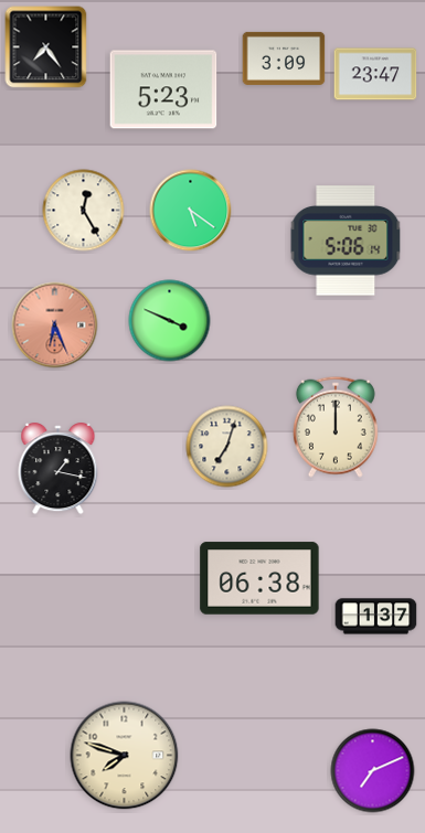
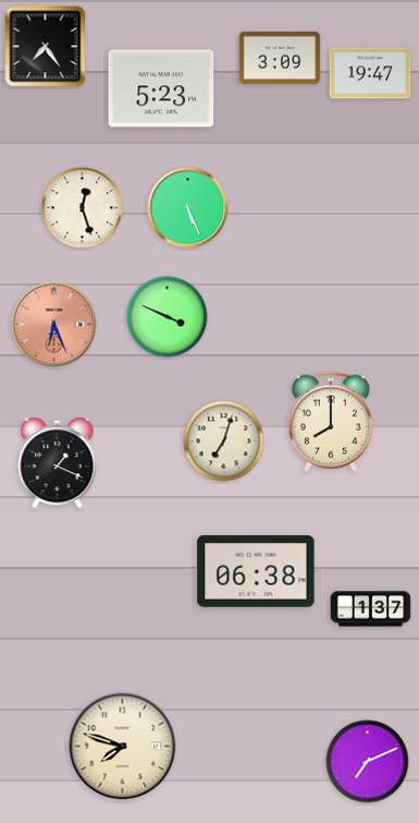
clock at (375, 74): 23:47 -> 19:47
clock at (84, 211): 12:25 -> 12:27
clock at (191, 211): 5:21 -> 5:26
clock at (346, 241): 5:06 -> none
clock at (55, 325) position: (55, 325) -> (54, 325)
clock at (336, 427): 12:00 -> 8:00
clock at (59, 469): 1:17 -> 1:19
